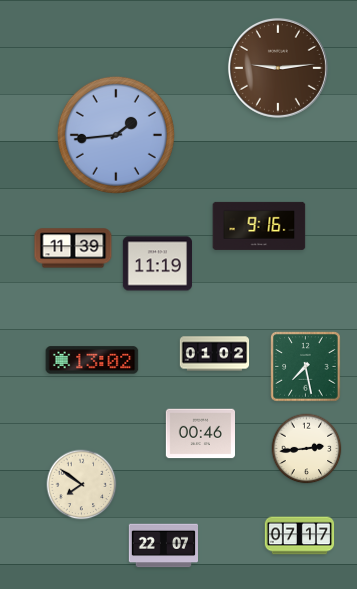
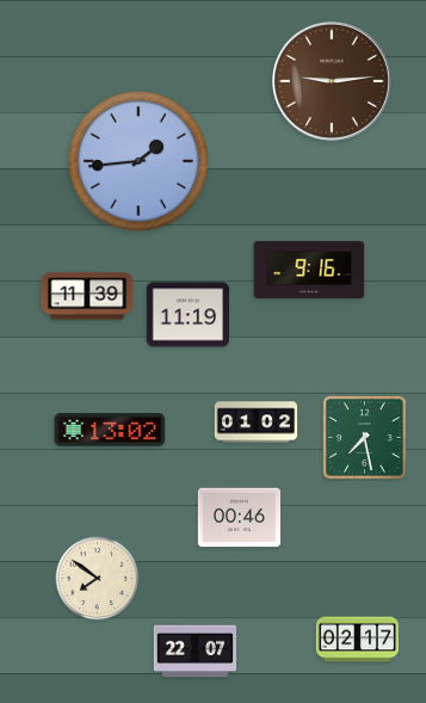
clock at (307, 449): 2:44 -> none
clock at (300, 536): 07:17 -> 02:17
